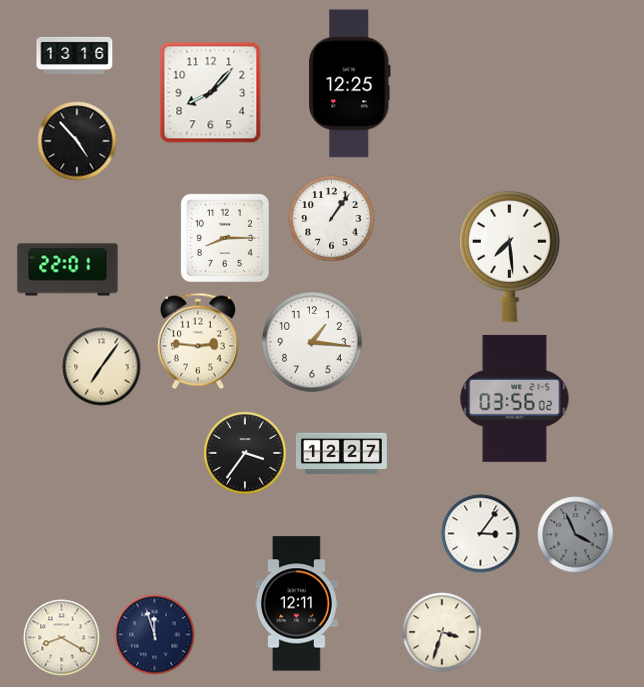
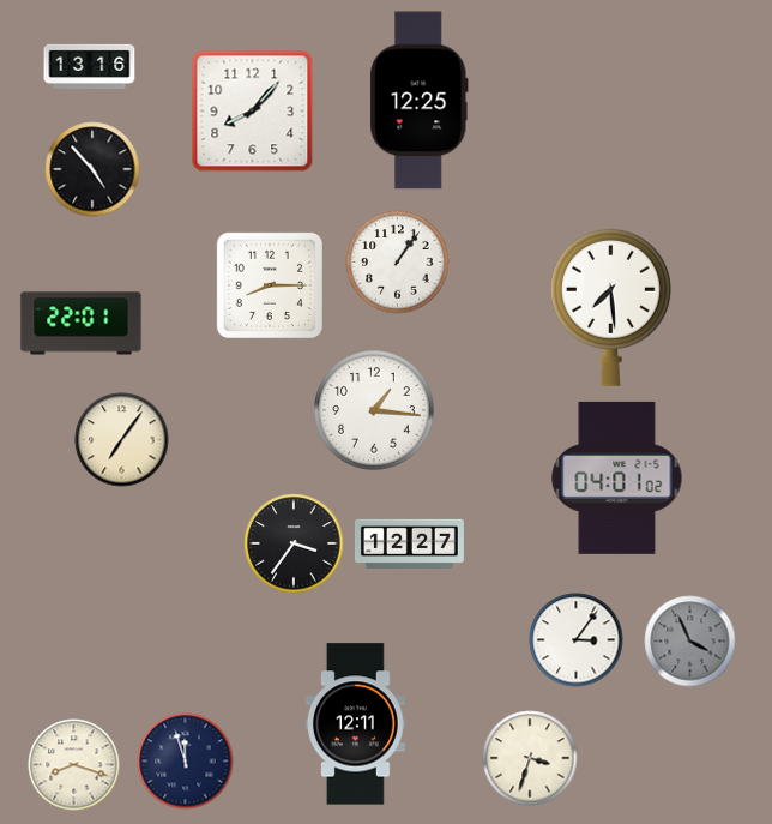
clock at (198, 341): 2:46 -> none
clock at (515, 398): 03:56 -> 04:01
clock at (62, 638): 8:20 -> 8:18
